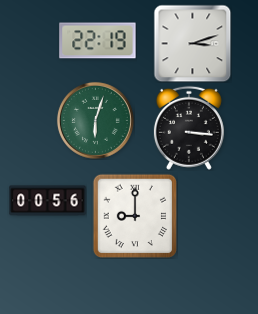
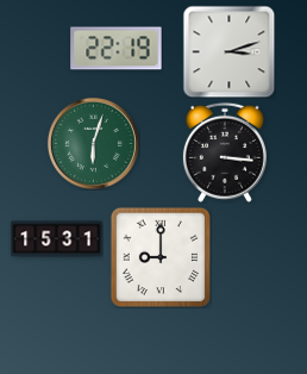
clock at (95, 120) position: (95, 120) -> (93, 143)
clock at (48, 201): 00:56 -> 15:31
